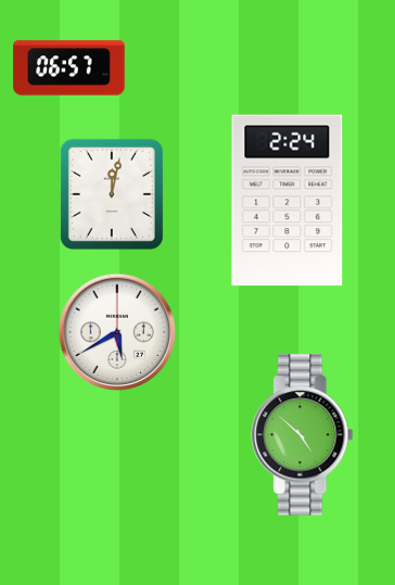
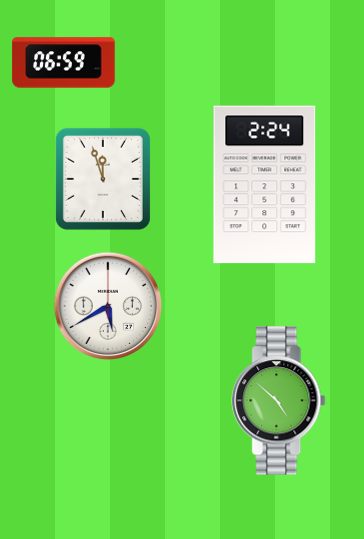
clock at (69, 68): 06:57 -> 06:59
clock at (112, 194): 12:02 -> 11:57
